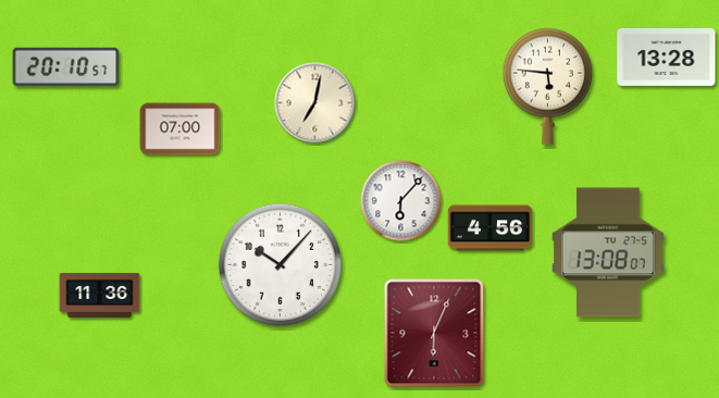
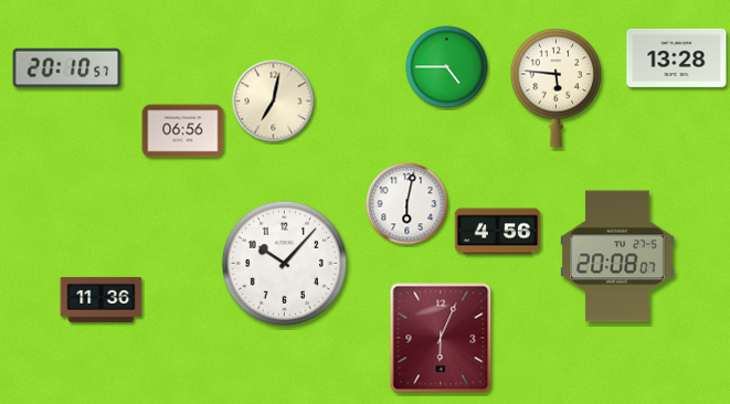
clock at (447, 67): none -> 4:45
clock at (315, 103) position: (315, 103) -> (274, 102)
clock at (181, 129): 07:00 -> 06:56
clock at (401, 201): 6:07 -> 6:02
clock at (608, 252): 13:08 -> 20:08
clock at (280, 264) position: (280, 264) -> (284, 263)
